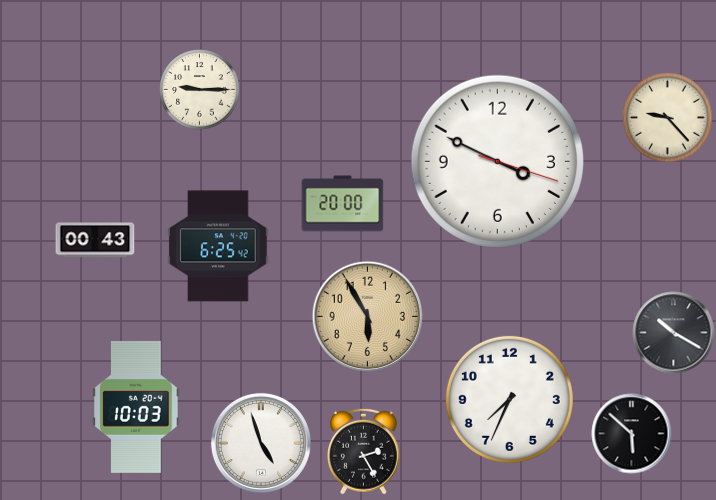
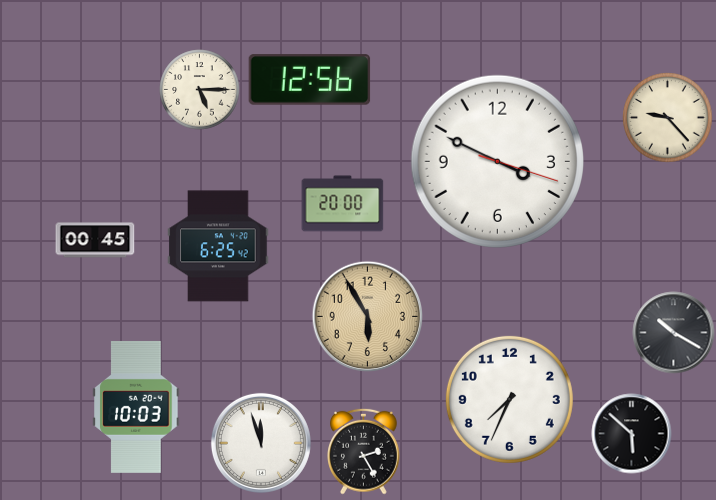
clock at (310, 80): none -> 12:56
clock at (200, 90): 9:15 -> 5:15
clock at (95, 240): 00:43 -> 00:45
clock at (261, 443): 4:57 -> 11:57
